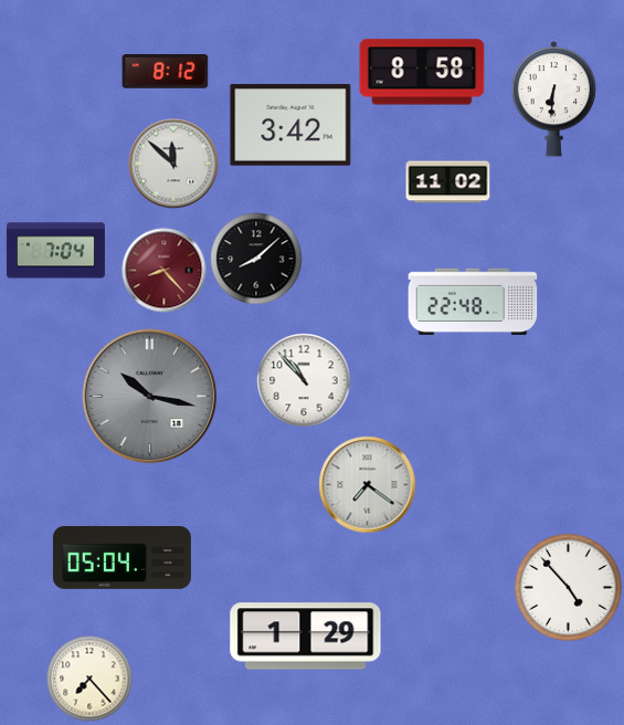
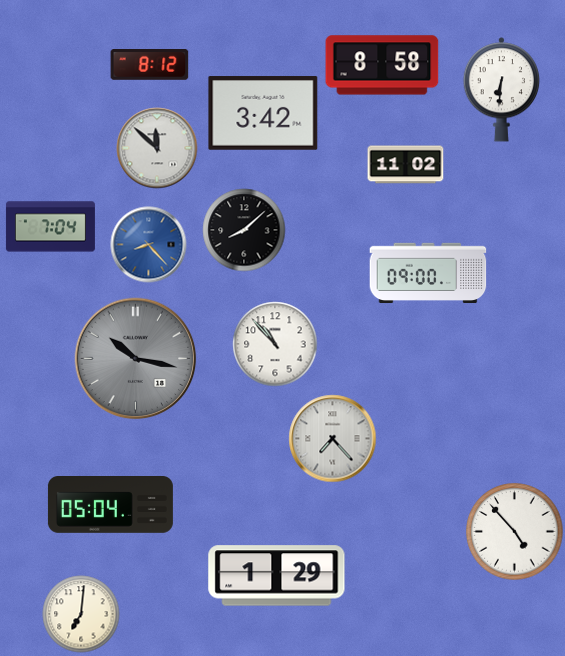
clock at (256, 259) position: (256, 259) -> (244, 230)
clock at (165, 271) dial: burgundy -> blue
clock at (473, 301): 22:48 -> 09:00
clock at (368, 485): 7:21 -> 7:23
clock at (89, 679): 7:23 -> 7:01
